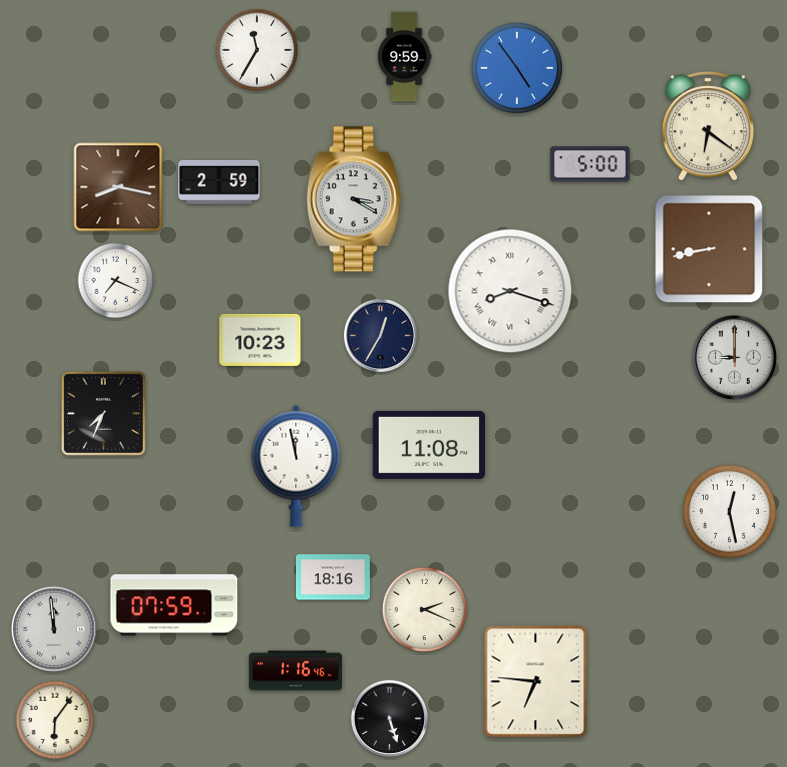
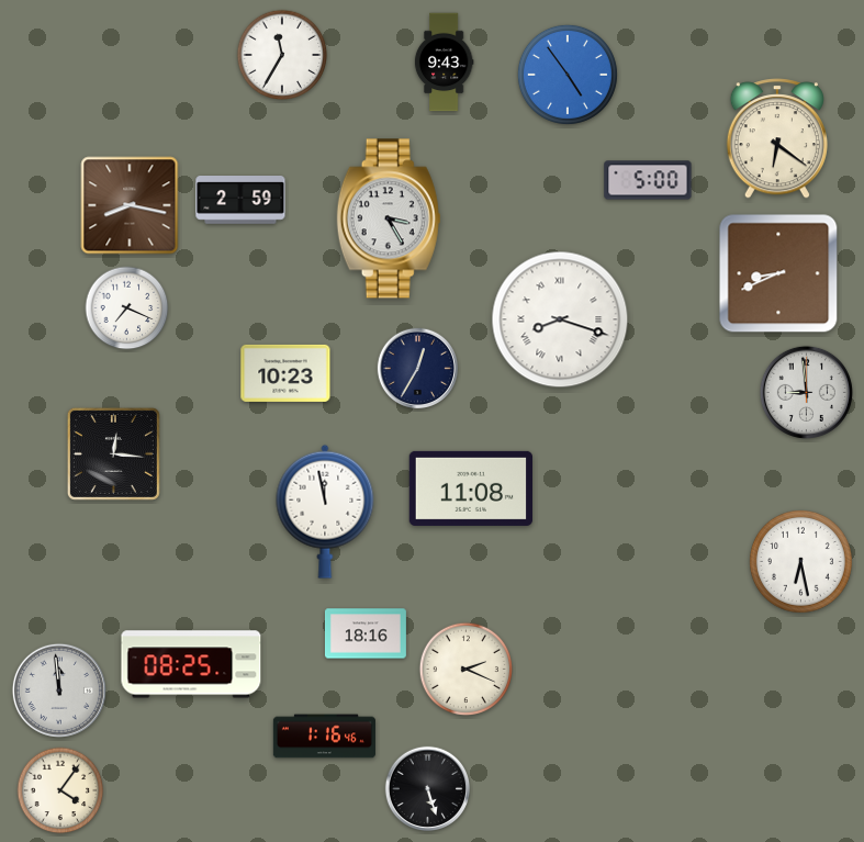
clock at (404, 57): 9:59 -> 9:43
clock at (354, 199): 3:20 -> 3:25
clock at (709, 249): 8:43 -> 8:41
clock at (734, 357): 9:00 -> 8:59
clock at (103, 413): 7:34 -> 12:16
clock at (729, 511): 12:28 -> 6:28
clock at (174, 605): 07:59 -> 08:25
clock at (536, 682): 6:46 -> none
clock at (55, 720): 6:06 -> 4:06
